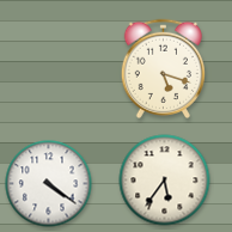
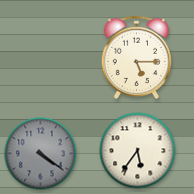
clock at (163, 68): 5:18 -> 5:15
clock at (49, 184) dial: white -> grey
